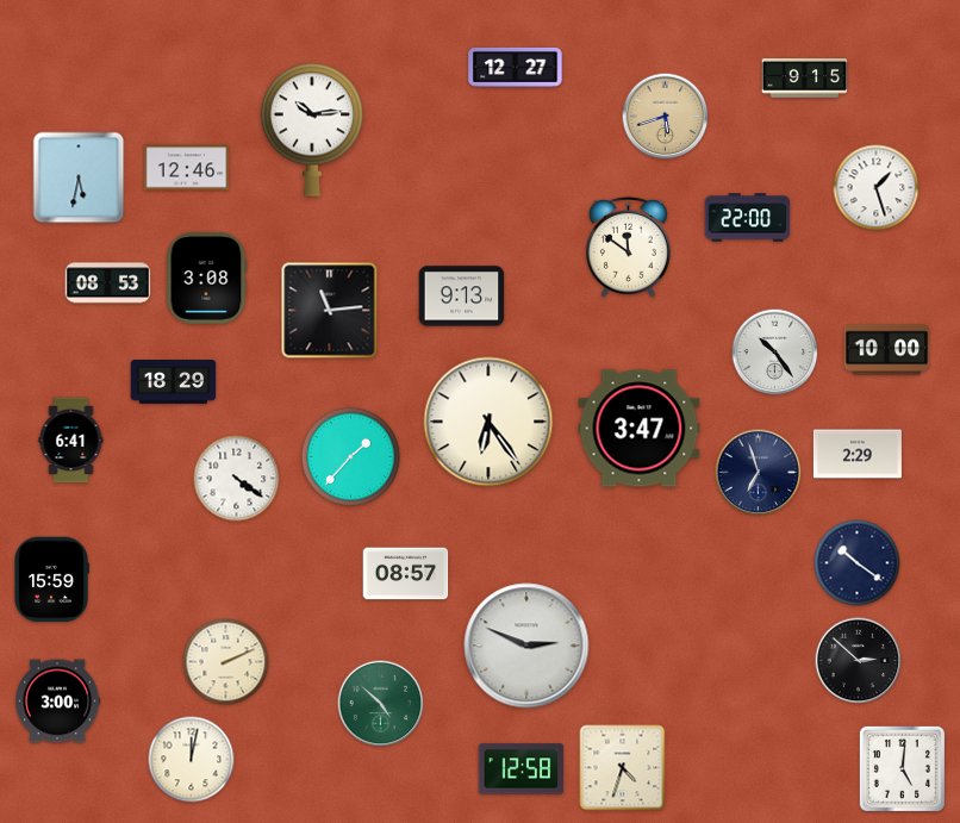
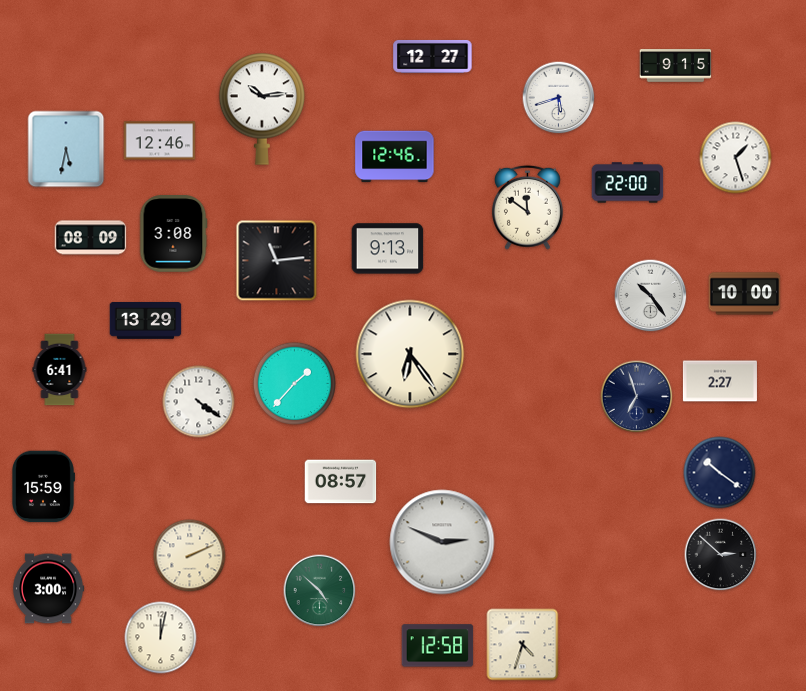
clock at (666, 117) dial: champagne -> white
clock at (187, 168) position: (187, 168) -> (160, 141)
clock at (395, 157): none -> 12:46
clock at (108, 283): 08:53 -> 08:09
clock at (174, 382): 18:29 -> 13:29
clock at (640, 429): 3:47 -> none
clock at (858, 454): 2:29 -> 2:27
clock at (902, 768): 5:01 -> none
